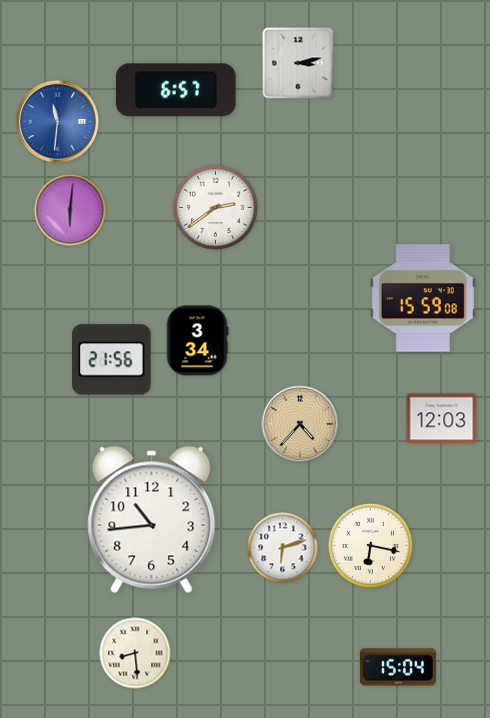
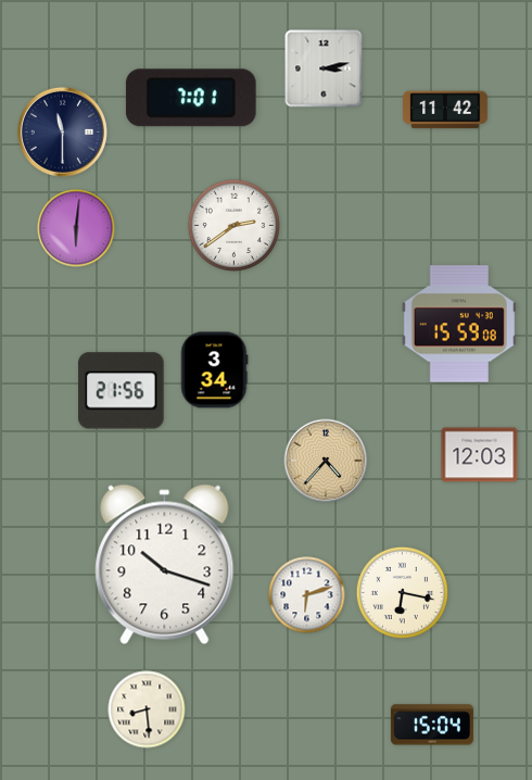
clock at (176, 90): 6:57 -> 7:01
clock at (445, 110): none -> 11:42
clock at (57, 121): 11:31 -> 11:30
clock at (57, 121) dial: blue -> navy
clock at (152, 520): 10:44 -> 10:18
